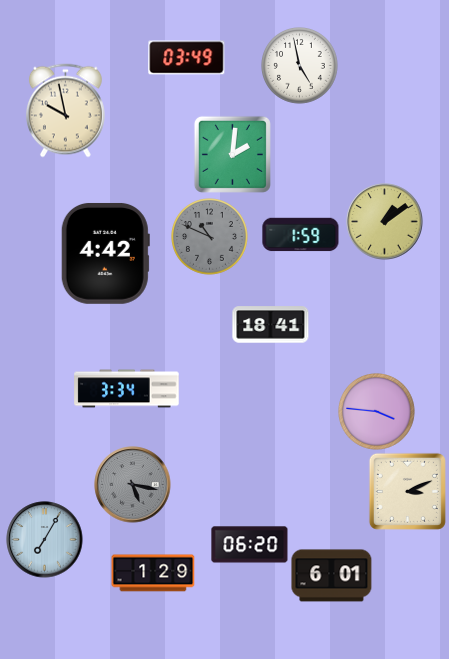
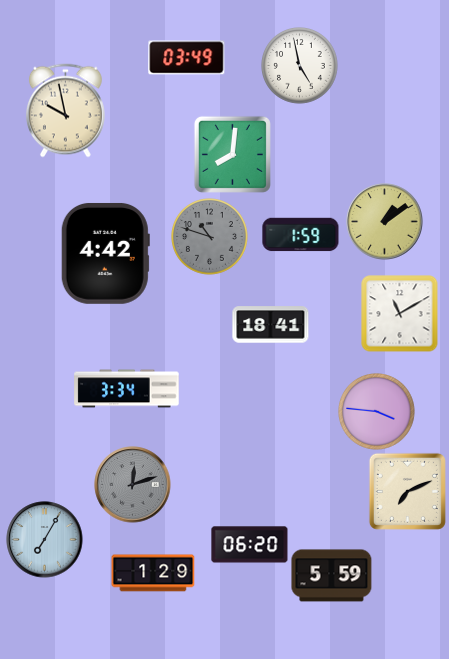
clock at (232, 154): 2:01 -> 8:01
clock at (210, 237): 10:49 -> 10:48
clock at (400, 314): none -> 11:10
clock at (133, 485): 5:17 -> 12:12
clock at (407, 491): 3:11 -> 7:11
clock at (332, 576): 6:01 -> 5:59
